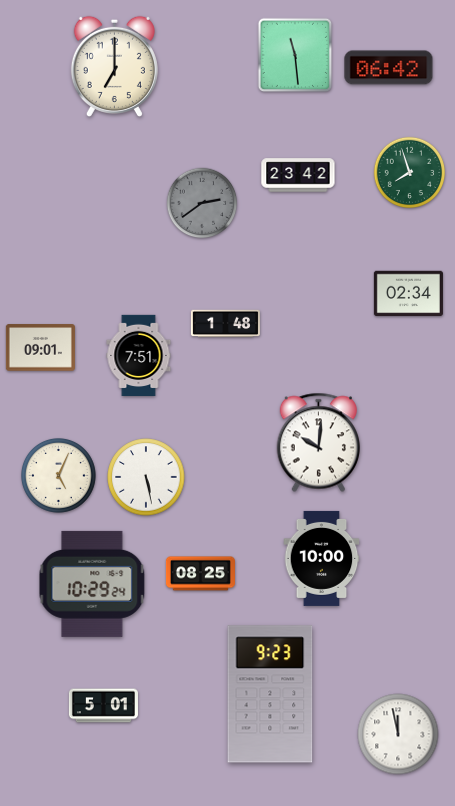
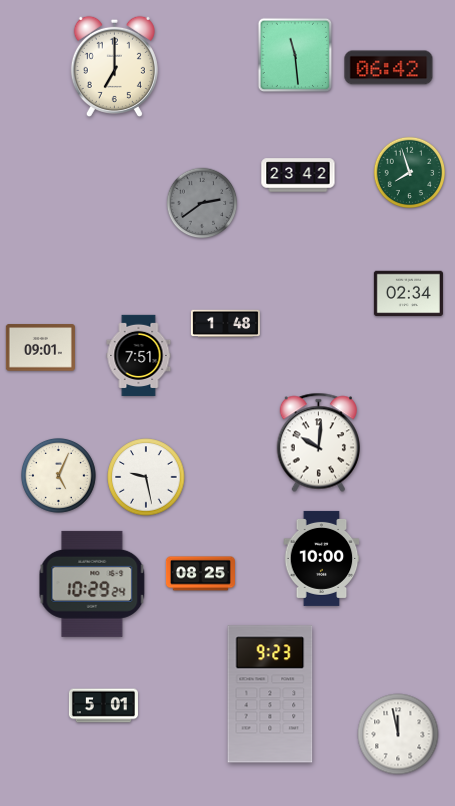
clock at (146, 477): 5:28 -> 9:28
